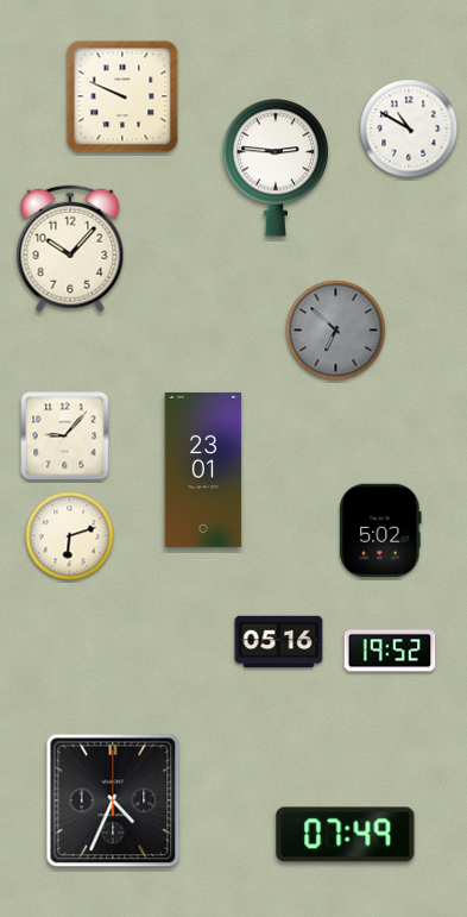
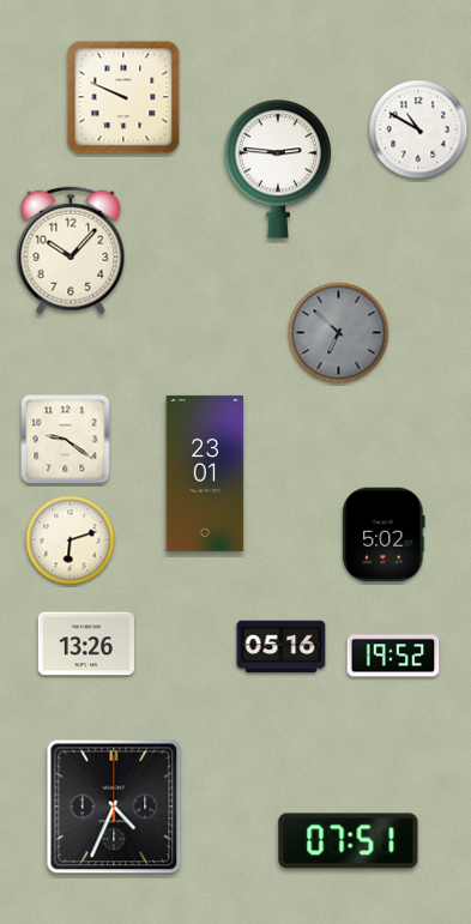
clock at (409, 128) position: (409, 128) -> (418, 129)
clock at (65, 436): 9:07 -> 9:21
clock at (86, 644): none -> 13:26
clock at (346, 835): 07:49 -> 07:51
